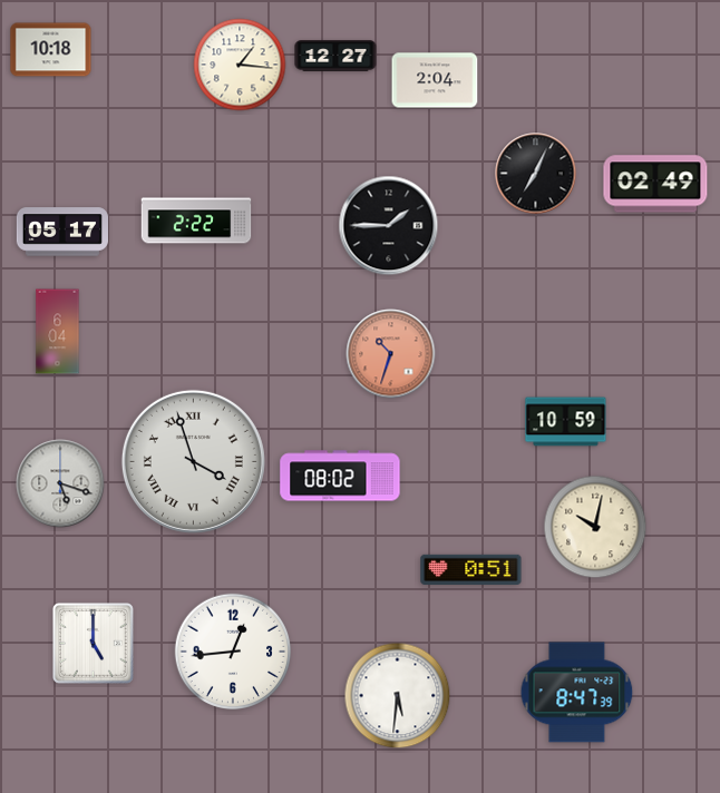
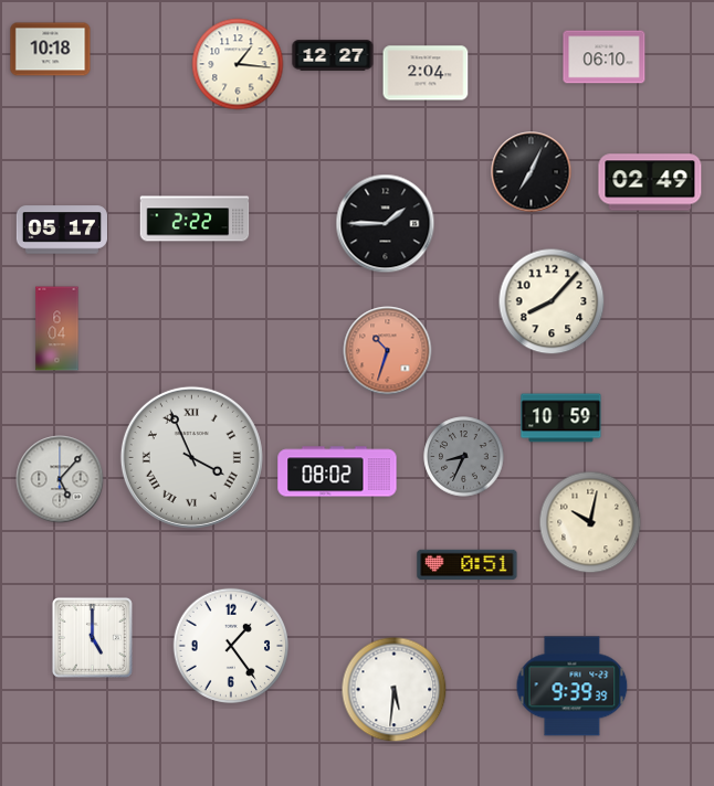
clock at (605, 57): none -> 06:10
clock at (435, 80) position: (435, 80) -> (426, 73)
clock at (552, 301): none -> 8:07
clock at (193, 461): 3:57 -> 3:56
clock at (464, 457): none -> 8:34
clock at (60, 483): 5:18 -> 5:07
clock at (232, 650): 12:44 -> 1:24
clock at (577, 693): 8:47 -> 9:39
